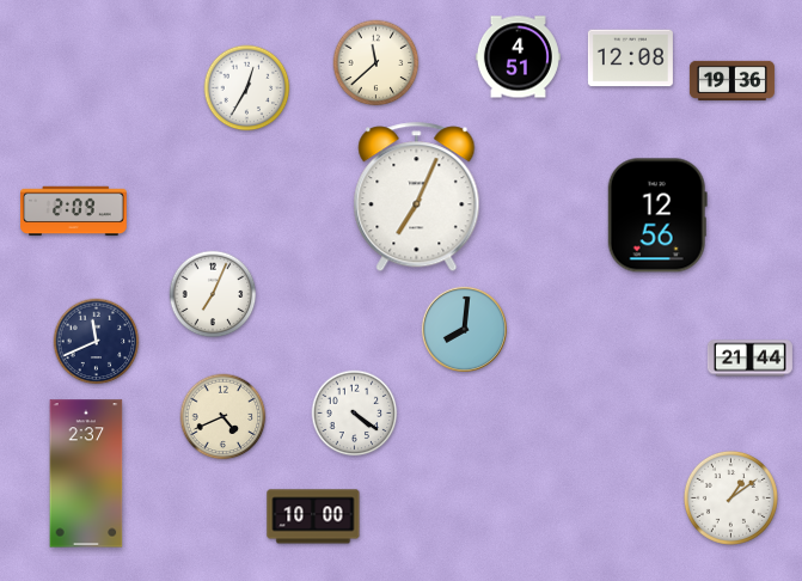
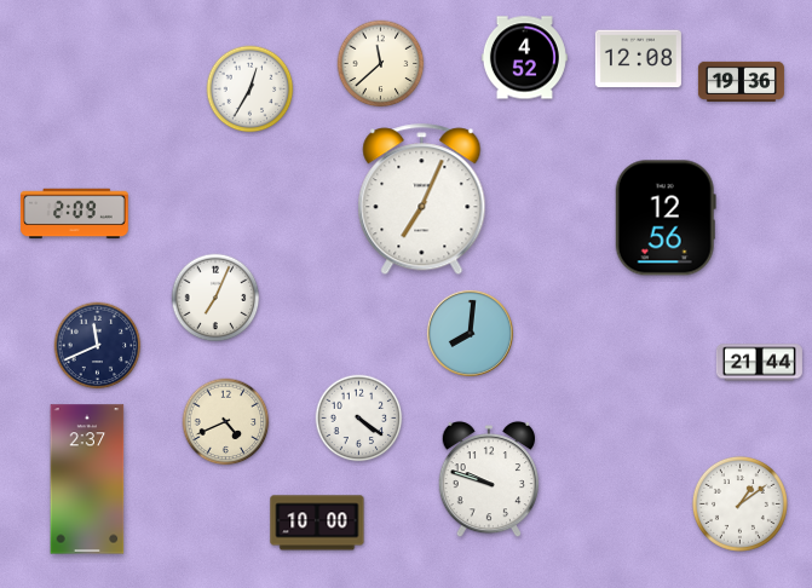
clock at (518, 57): 4:51 -> 4:52
clock at (488, 479): none -> 9:48
